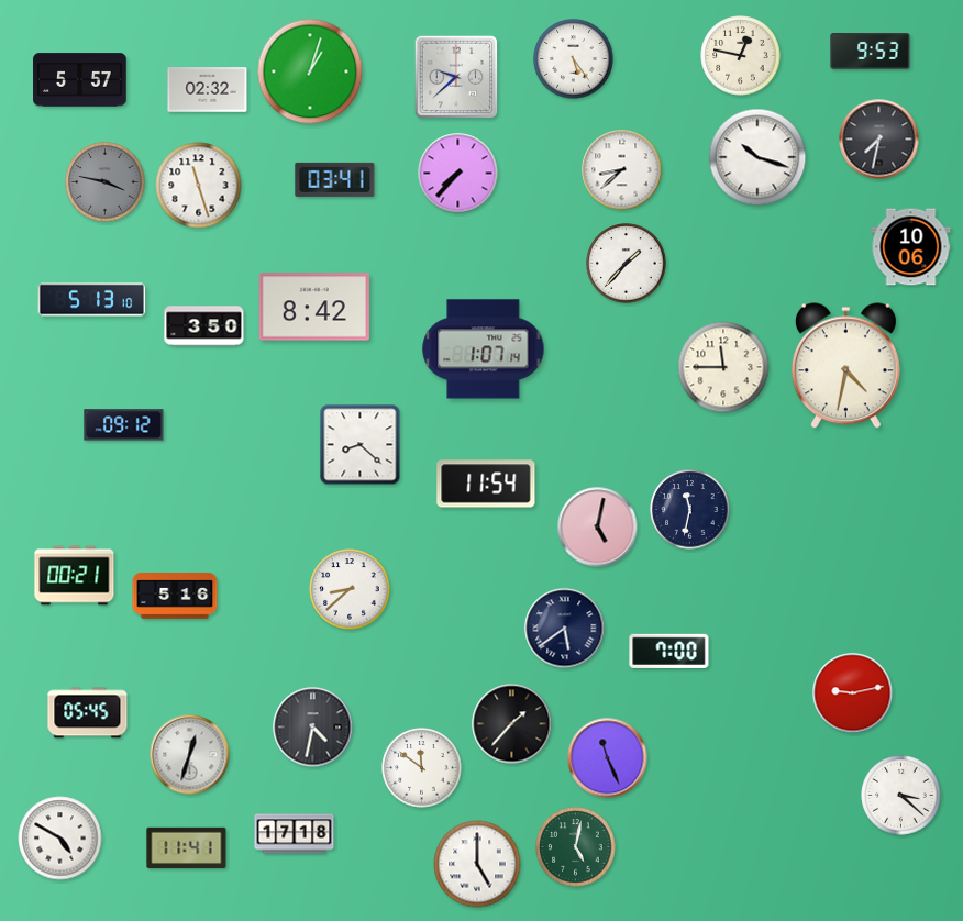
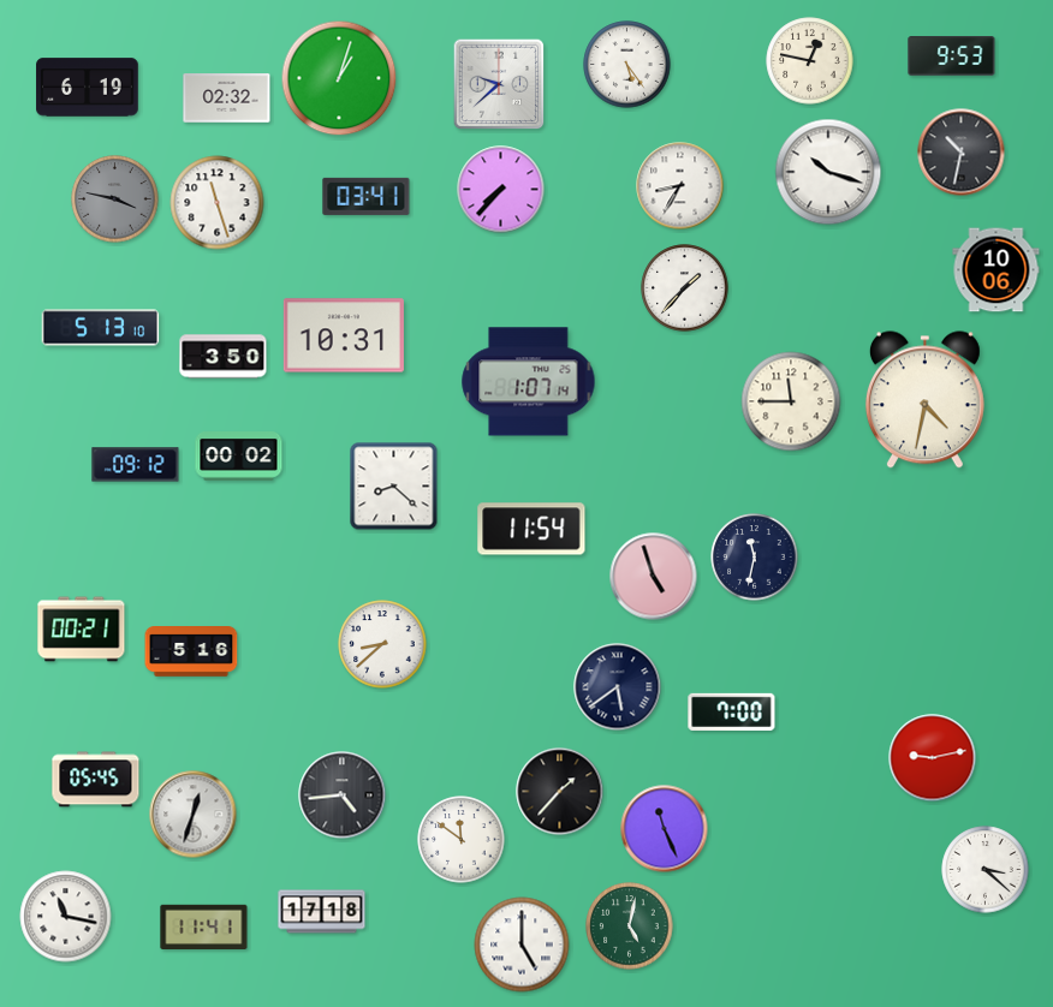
clock at (80, 80): 5:57 -> 6:19
clock at (879, 140): 7:32 -> 10:32
clock at (622, 170): 8:38 -> 8:35
clock at (314, 307): 8:42 -> 10:31
clock at (239, 457): none -> 00:02
clock at (598, 528): 5:02 -> 4:57
clock at (313, 728): 4:32 -> 4:44
clock at (190, 755) position: (190, 755) -> (194, 815)
clock at (60, 839): 4:50 -> 11:17
